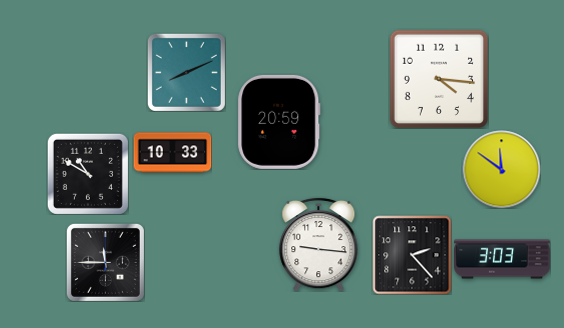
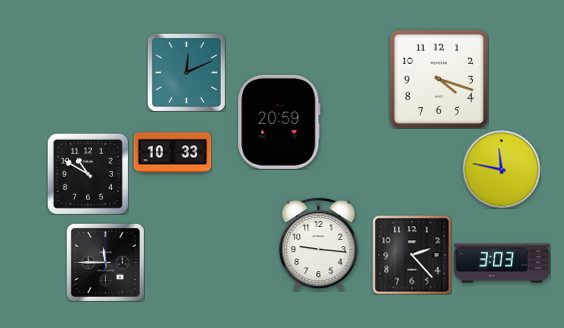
clock at (186, 72): 8:11 -> 12:11
clock at (438, 78): 4:16 -> 4:18
clock at (501, 169): 11:51 -> 11:47
clock at (503, 259) position: (503, 259) -> (503, 263)
